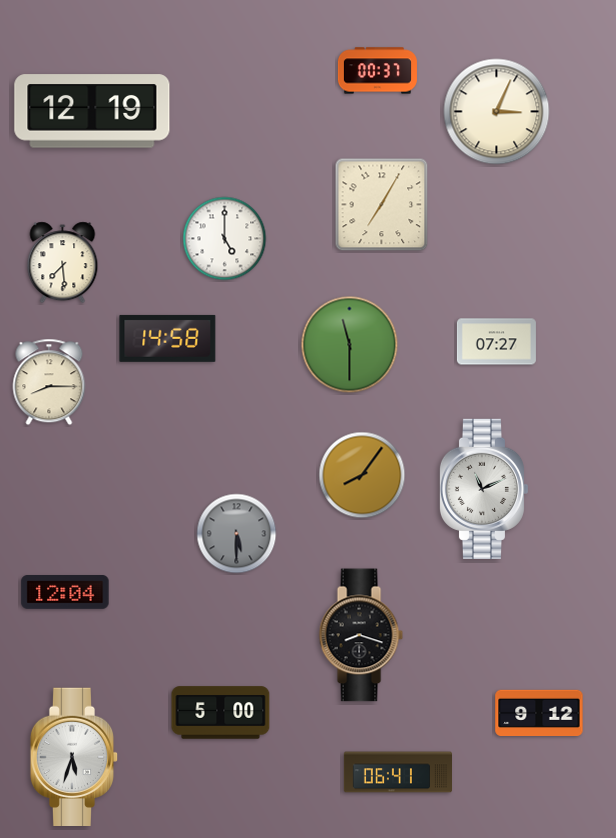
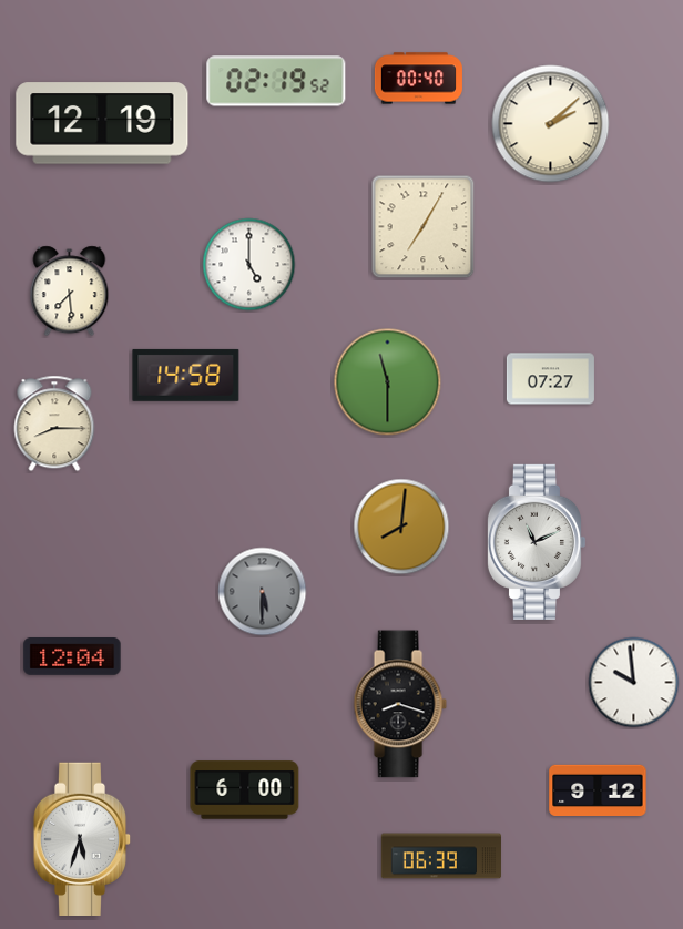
clock at (377, 71): 00:37 -> 00:40
clock at (276, 81): none -> 02:19
clock at (497, 112): 3:04 -> 2:08
clock at (362, 475): 8:06 -> 8:01
clock at (634, 683): none -> 9:59
clock at (221, 713): 5:00 -> 6:00
clock at (397, 772): 06:41 -> 06:39
